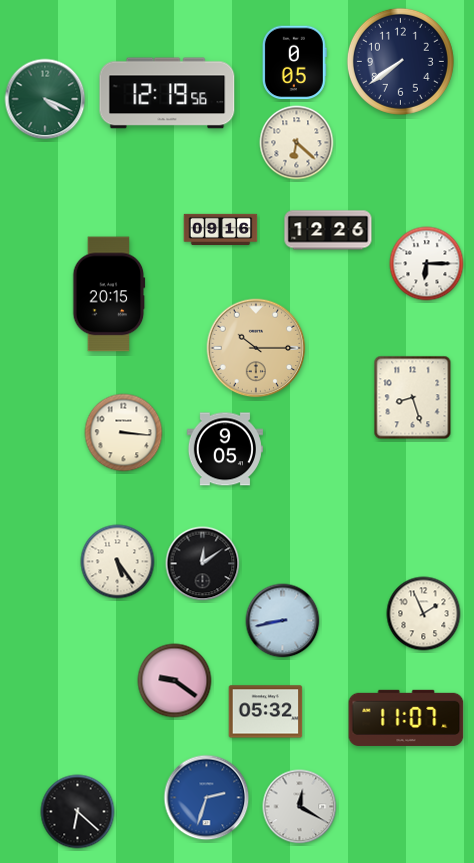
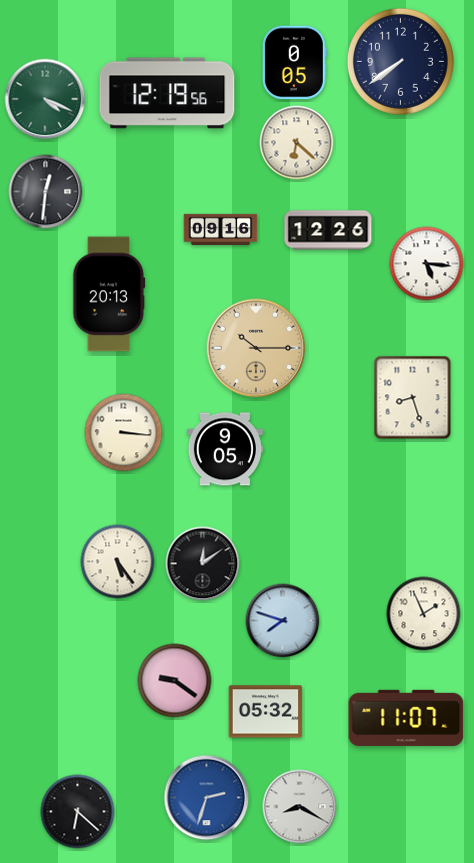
clock at (46, 192): none -> 12:31
clock at (427, 264): 6:15 -> 5:16
clock at (109, 294): 20:15 -> 20:13
clock at (283, 621): 8:43 -> 7:48
clock at (300, 807): 12:20 -> 8:20
